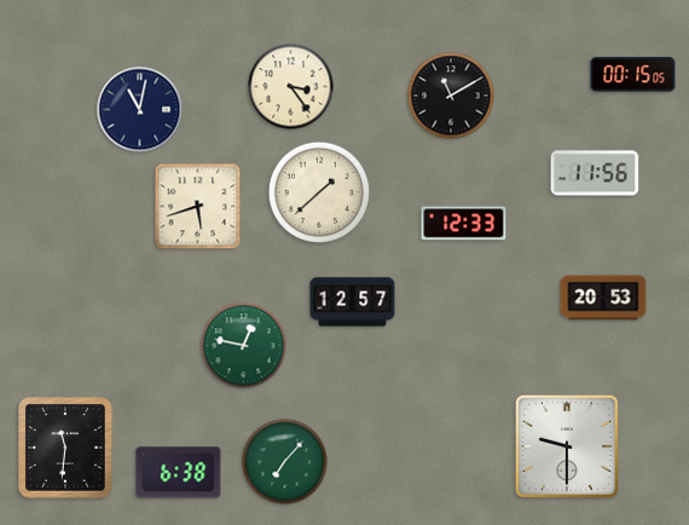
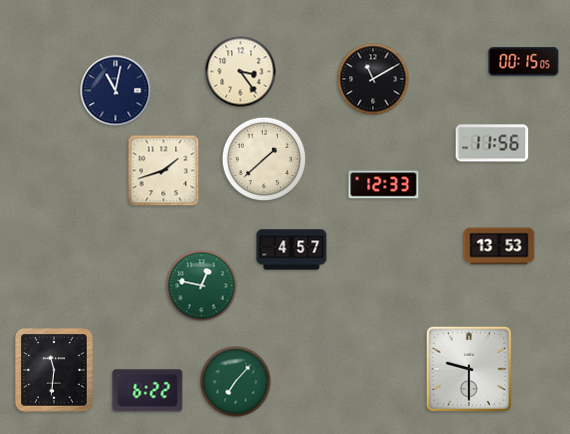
clock at (198, 207): 5:42 -> 1:42
clock at (603, 298): 20:53 -> 13:53
clock at (353, 302): 12:57 -> 4:57
clock at (179, 473): 6:38 -> 6:22
